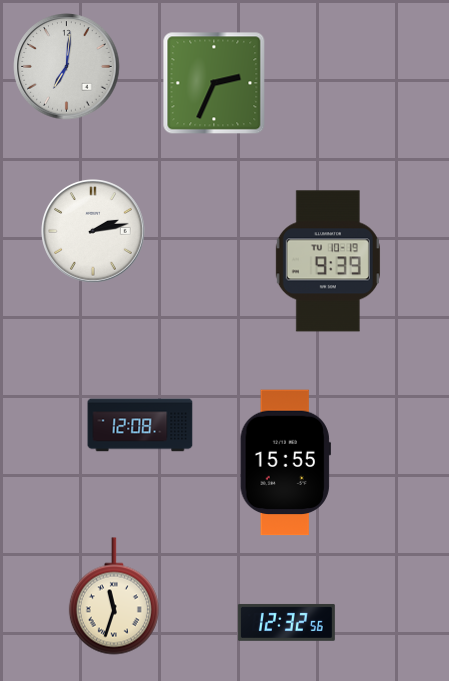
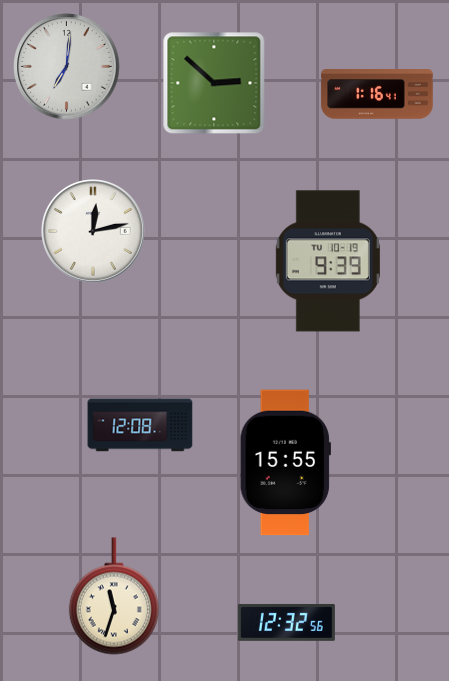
clock at (214, 83): 2:34 -> 2:52
clock at (377, 94): none -> 1:16
clock at (93, 231): 2:13 -> 12:13
